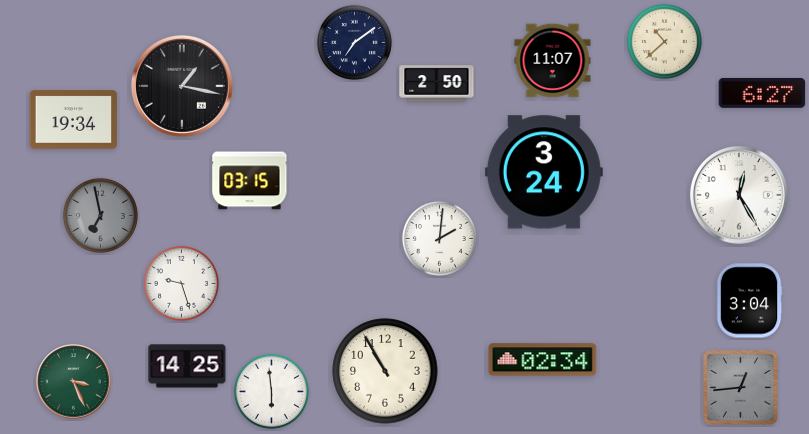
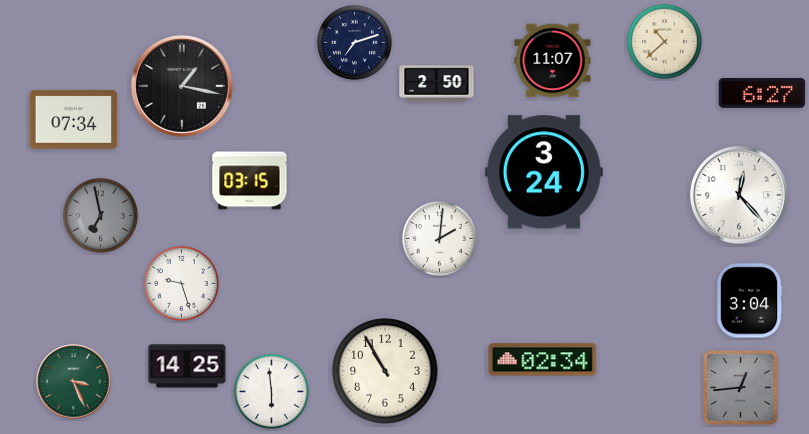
clock at (354, 42): 7:09 -> 7:12
clock at (74, 120): 19:34 -> 07:34
clock at (739, 195): 12:25 -> 12:23
